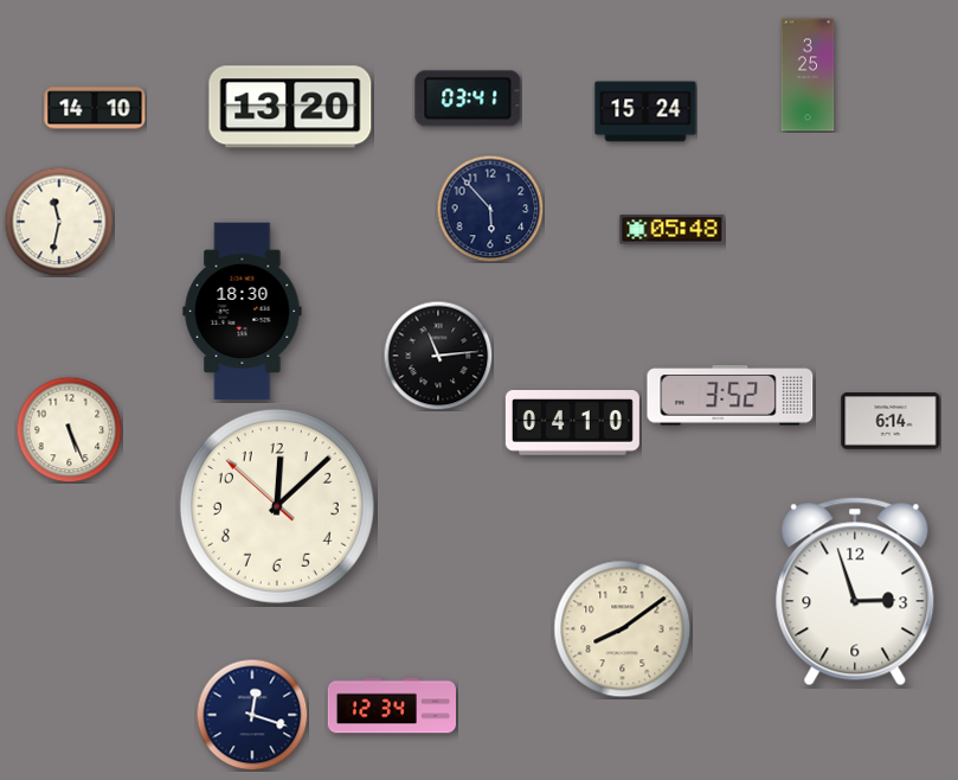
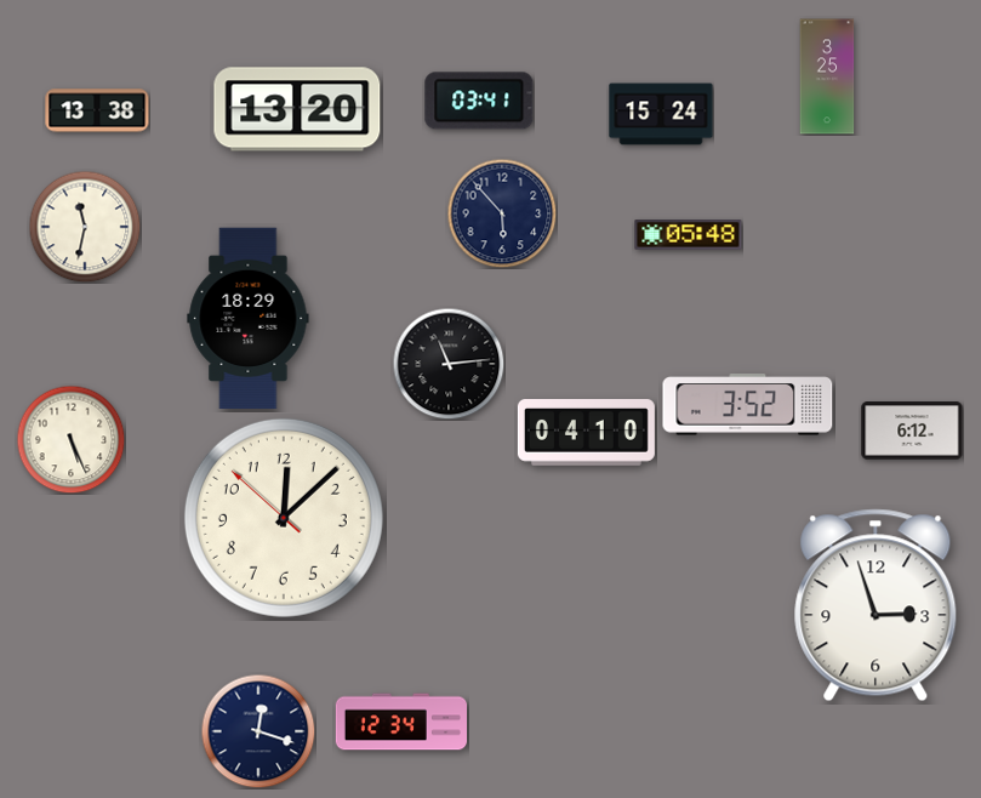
clock at (95, 108): 14:10 -> 13:38
clock at (59, 222) position: (59, 222) -> (85, 227)
clock at (243, 312): 18:30 -> 18:29
clock at (891, 421): 6:14 -> 6:12
clock at (623, 629): 8:09 -> none
